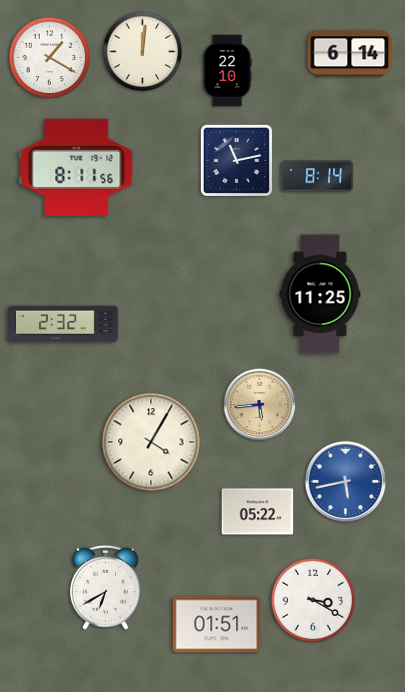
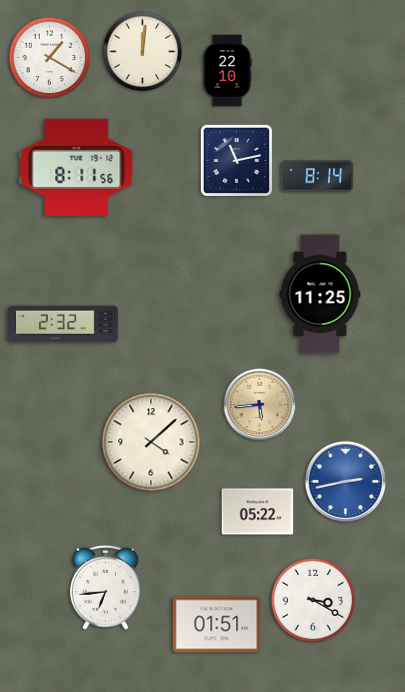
clock at (350, 54): 6:14 -> none
clock at (151, 442): 4:05 -> 4:08
clock at (345, 481): 5:43 -> 2:43
clock at (105, 587): 6:40 -> 6:44
